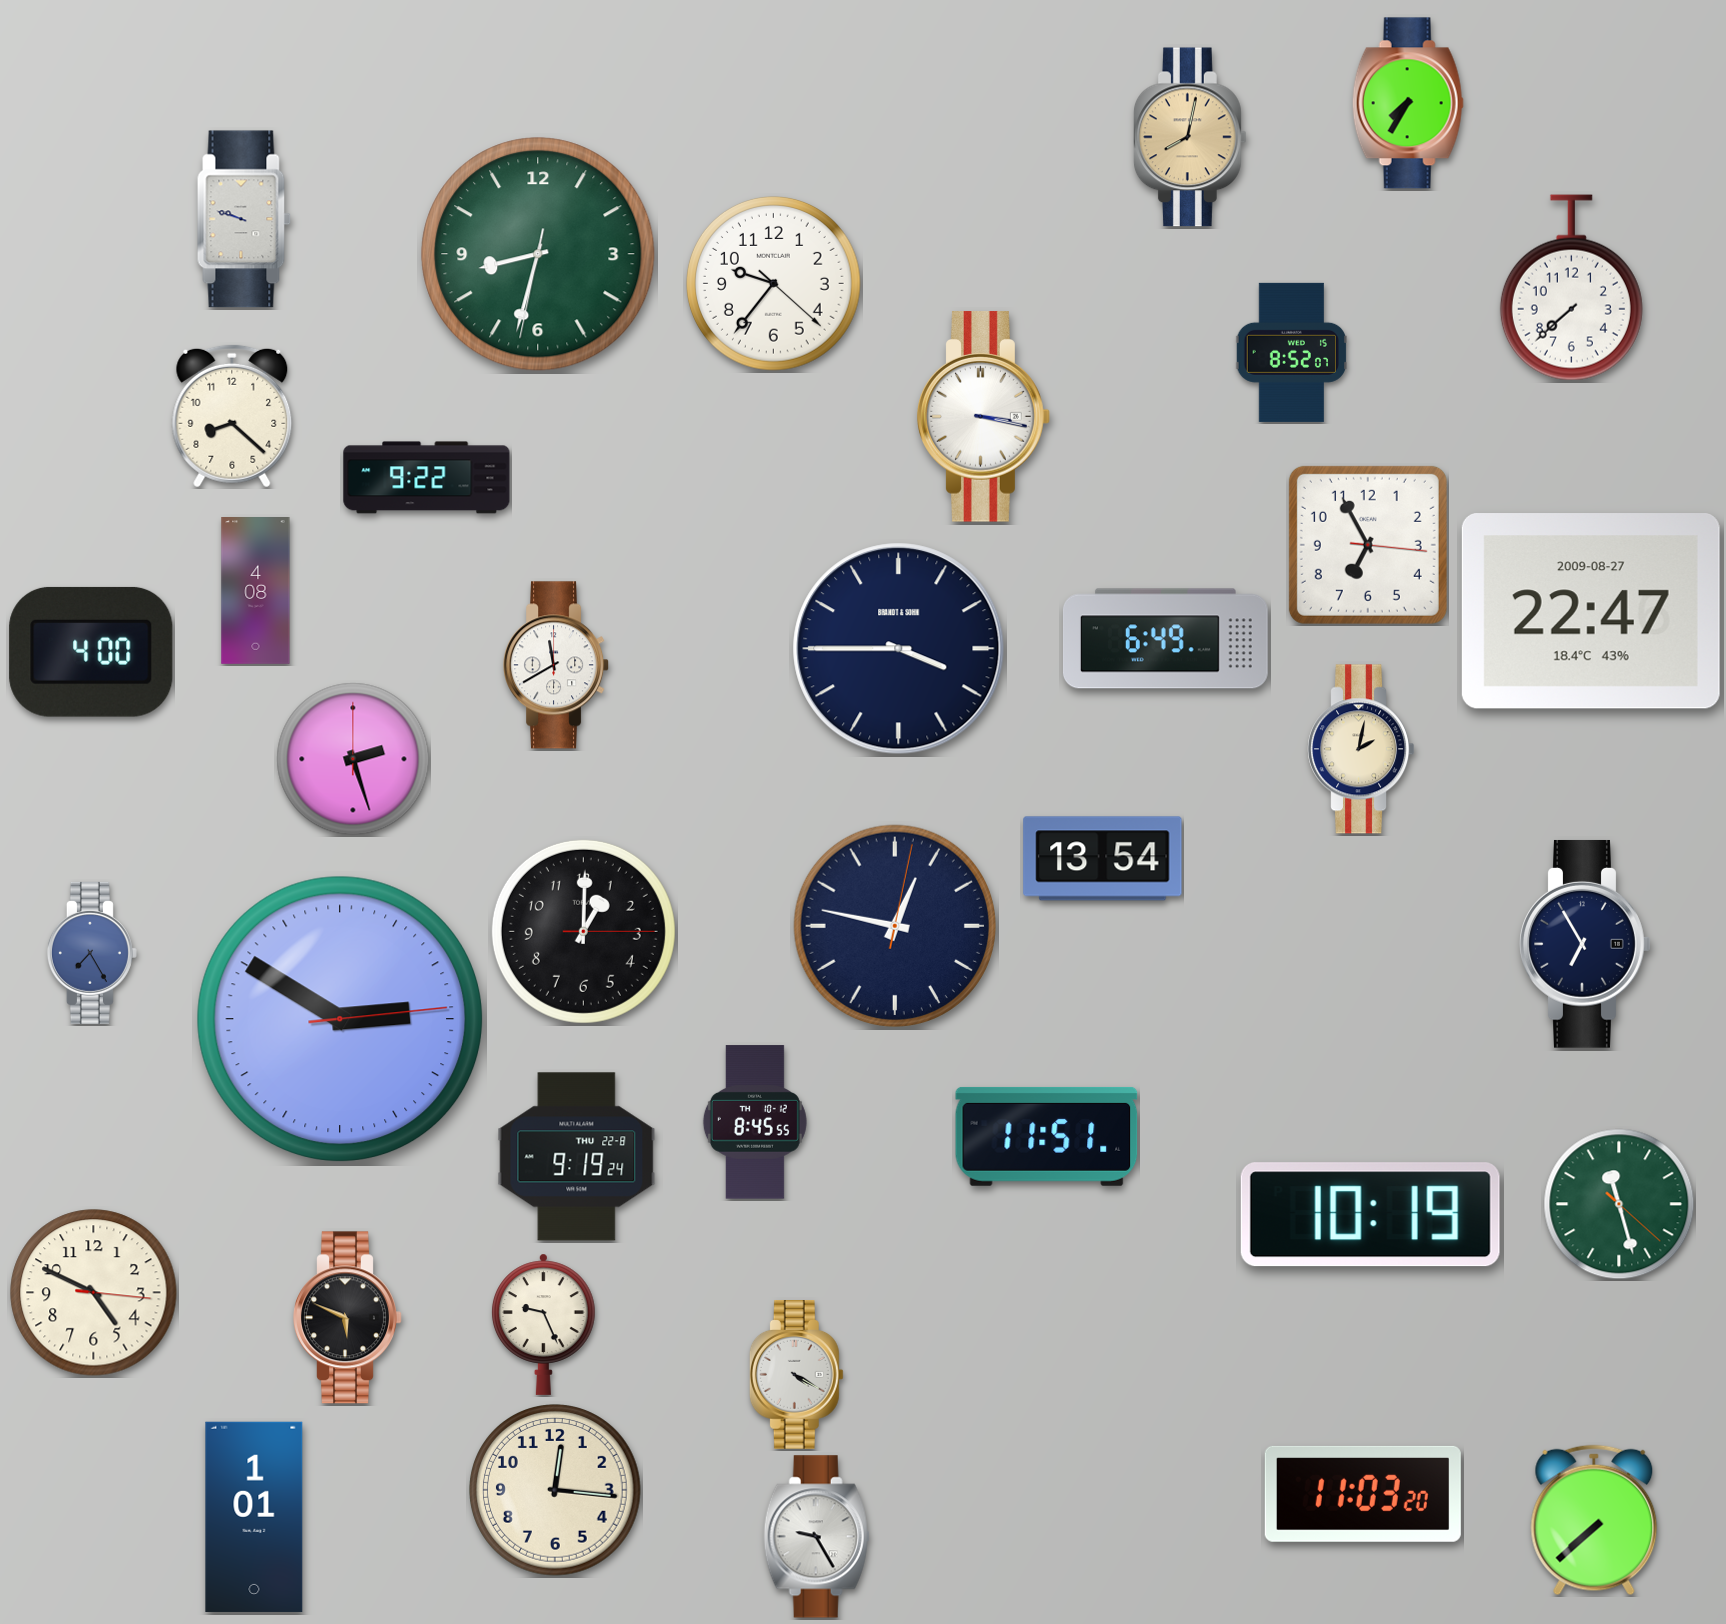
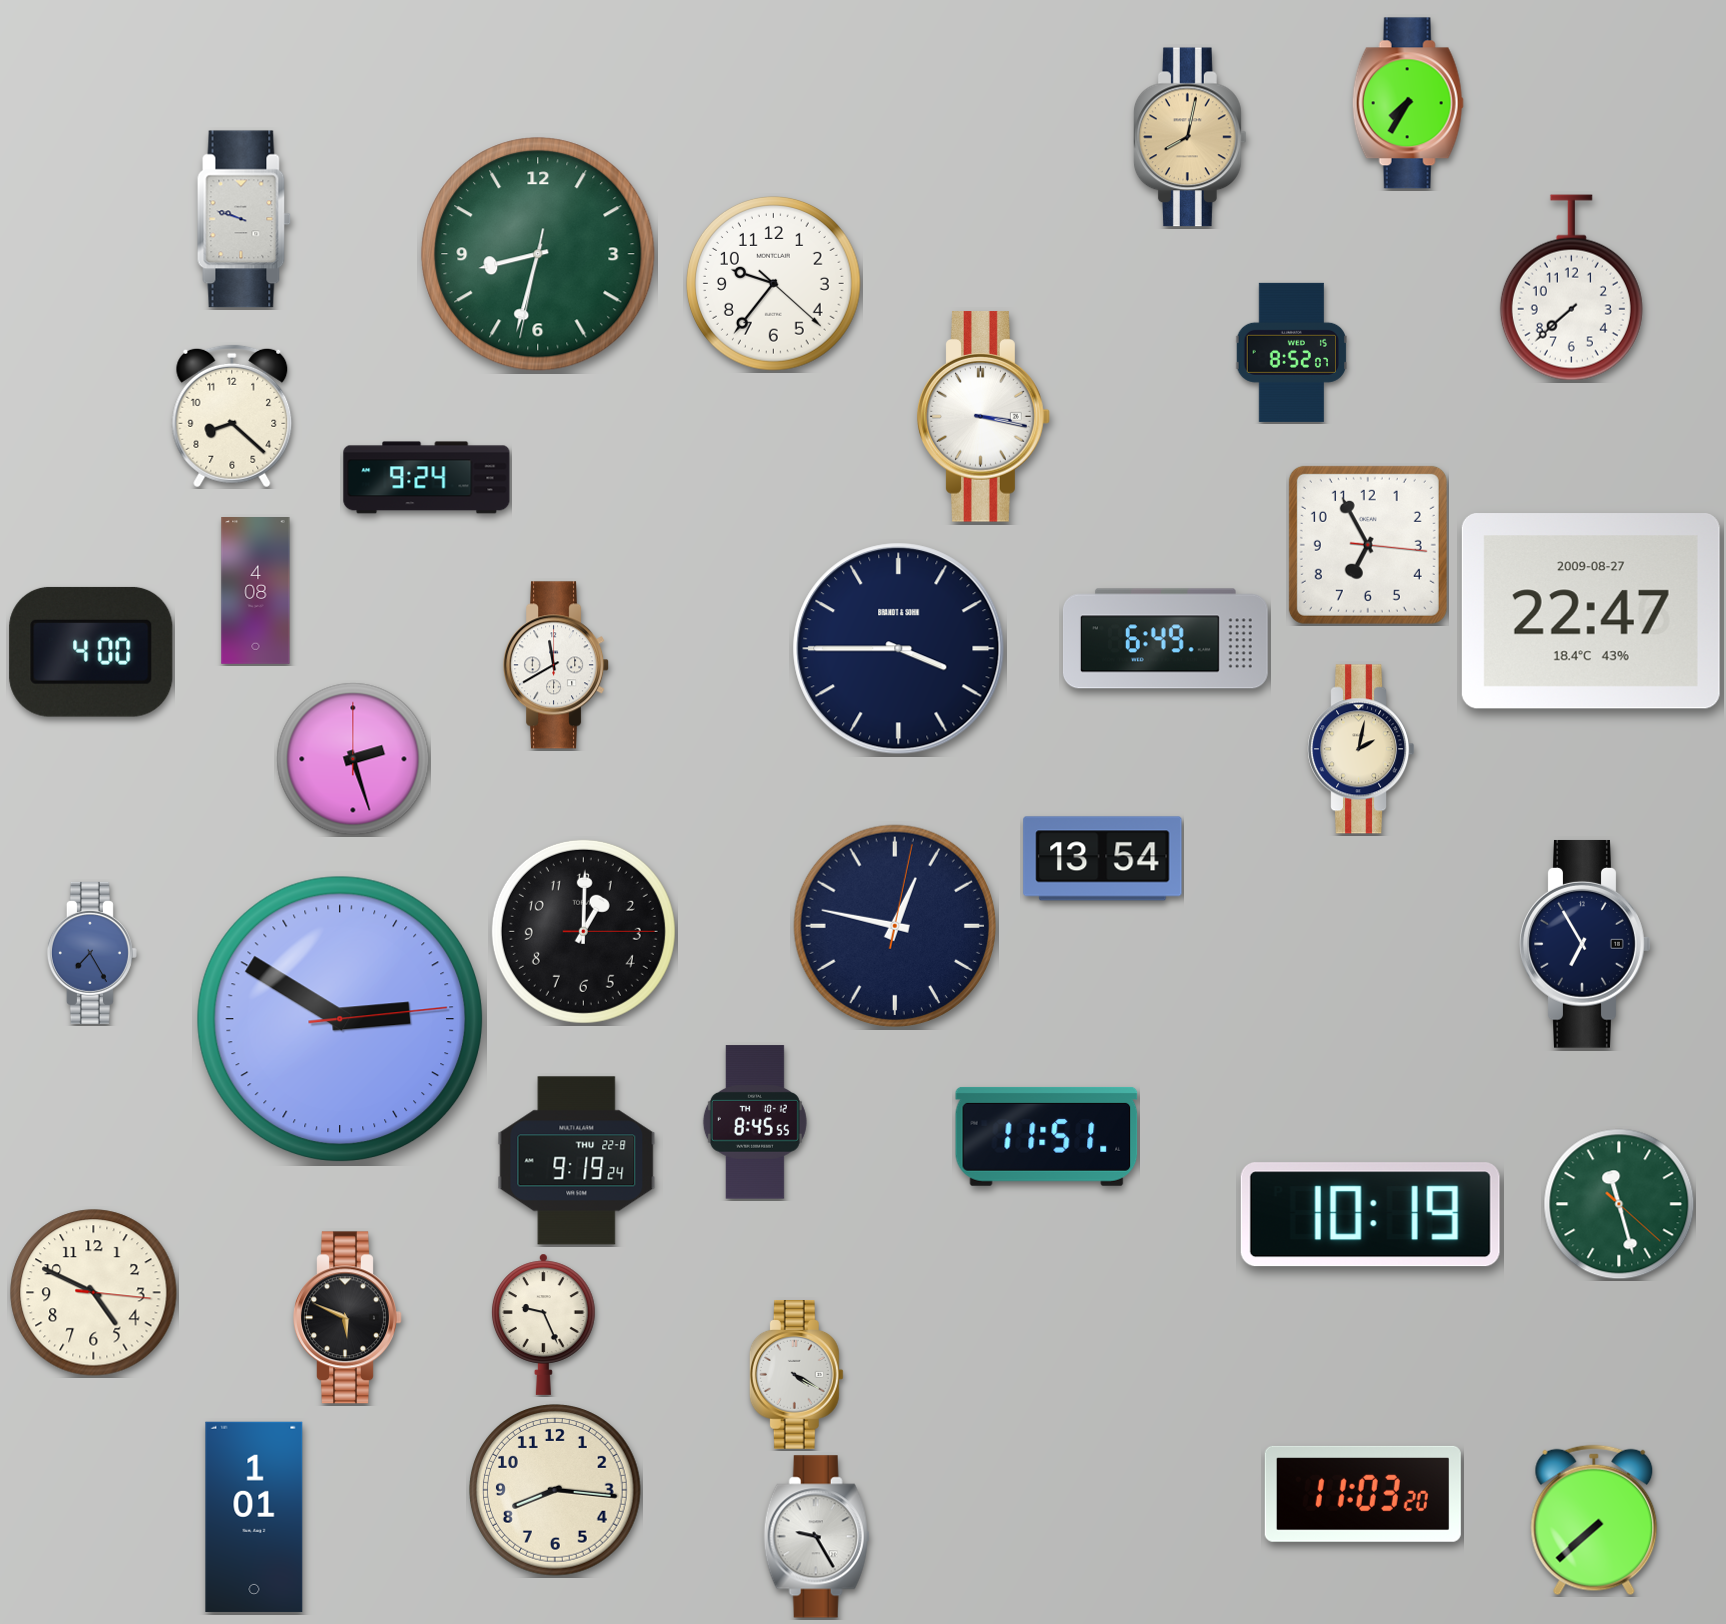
clock at (427, 478): 9:22 -> 9:24
clock at (577, 1157) position: (577, 1157) -> (577, 1161)
clock at (555, 1490): 12:16 -> 8:16
